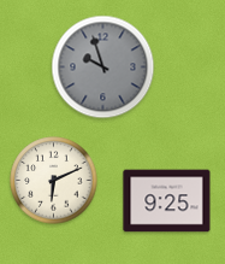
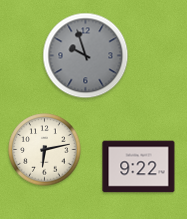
clock at (54, 181): 6:11 -> 6:13
clock at (167, 201): 9:25 -> 9:22
